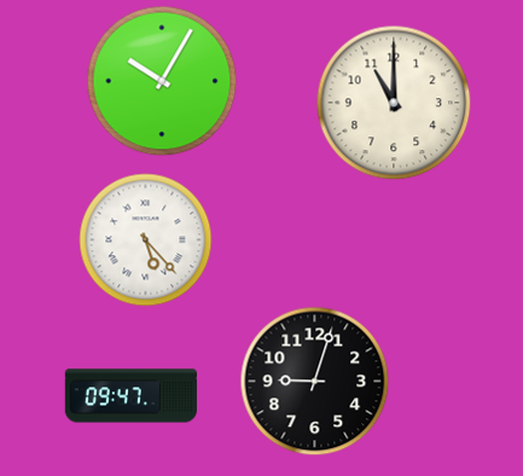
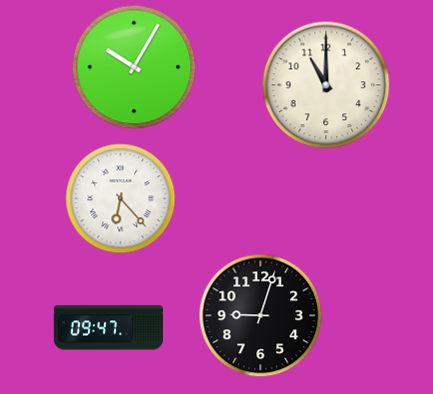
clock at (146, 240): 5:23 -> 6:23
